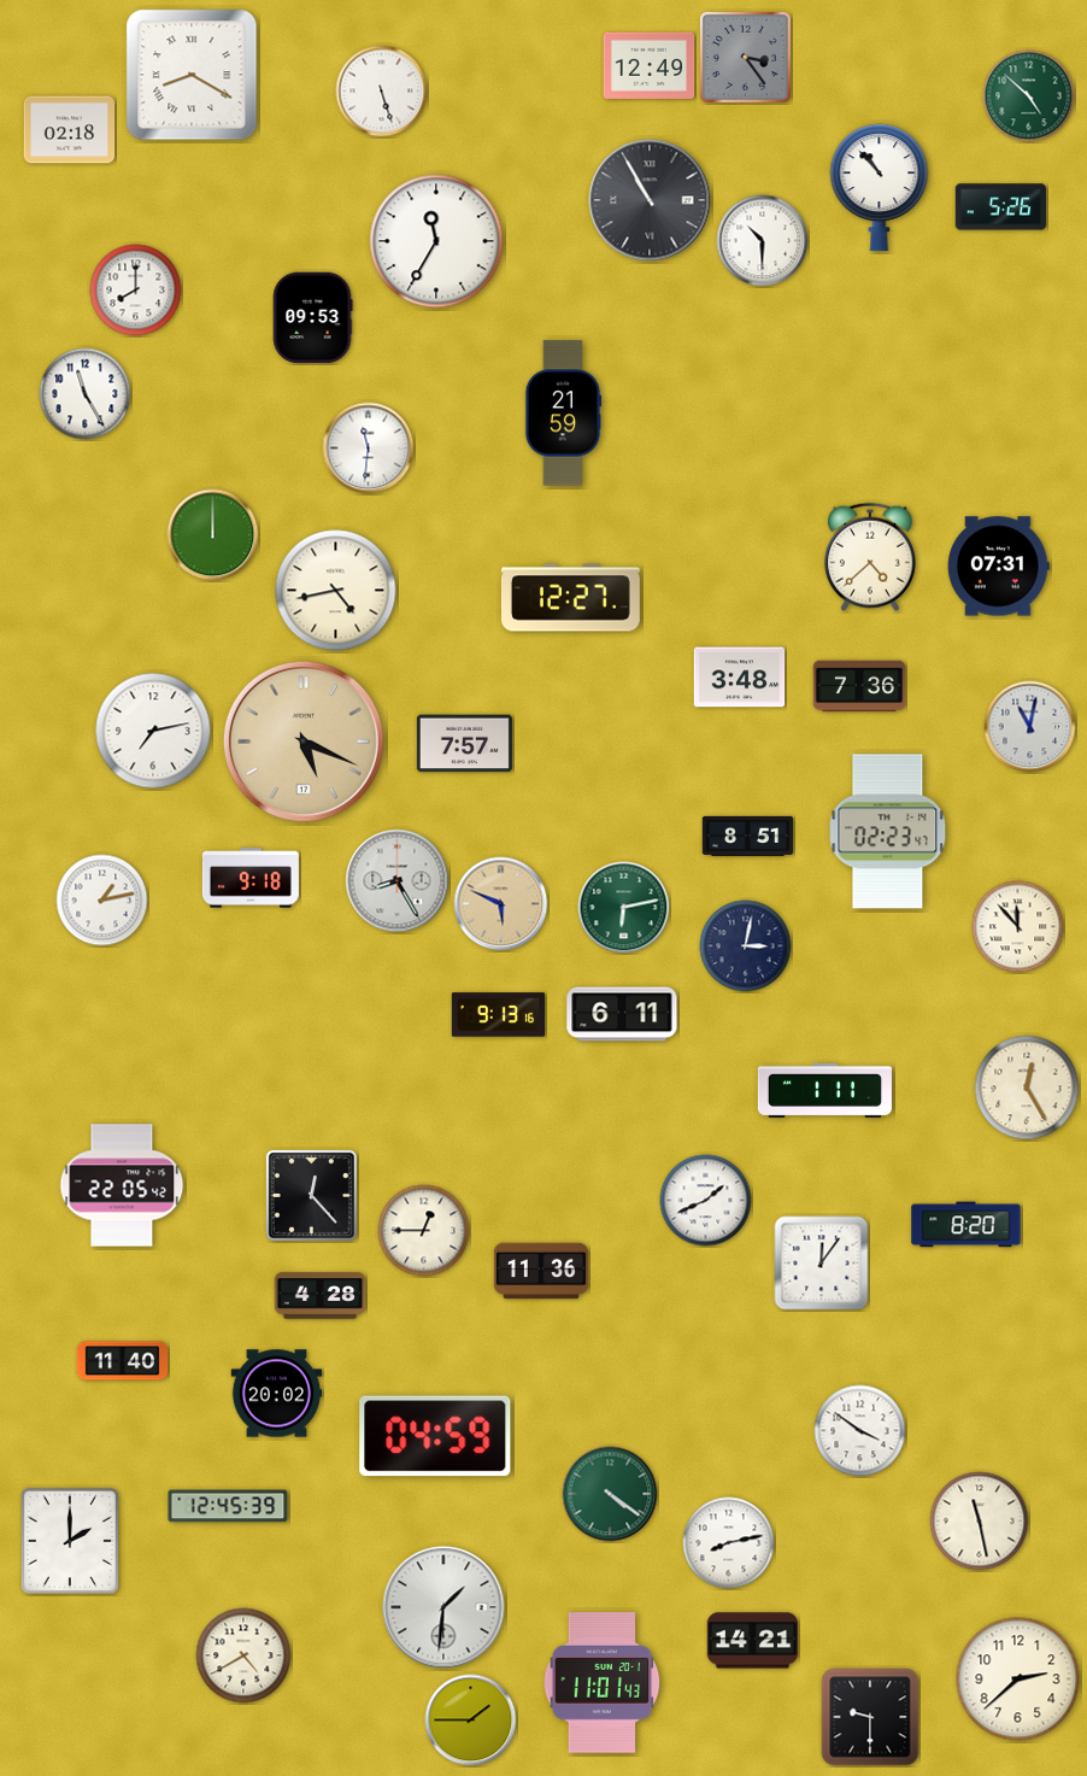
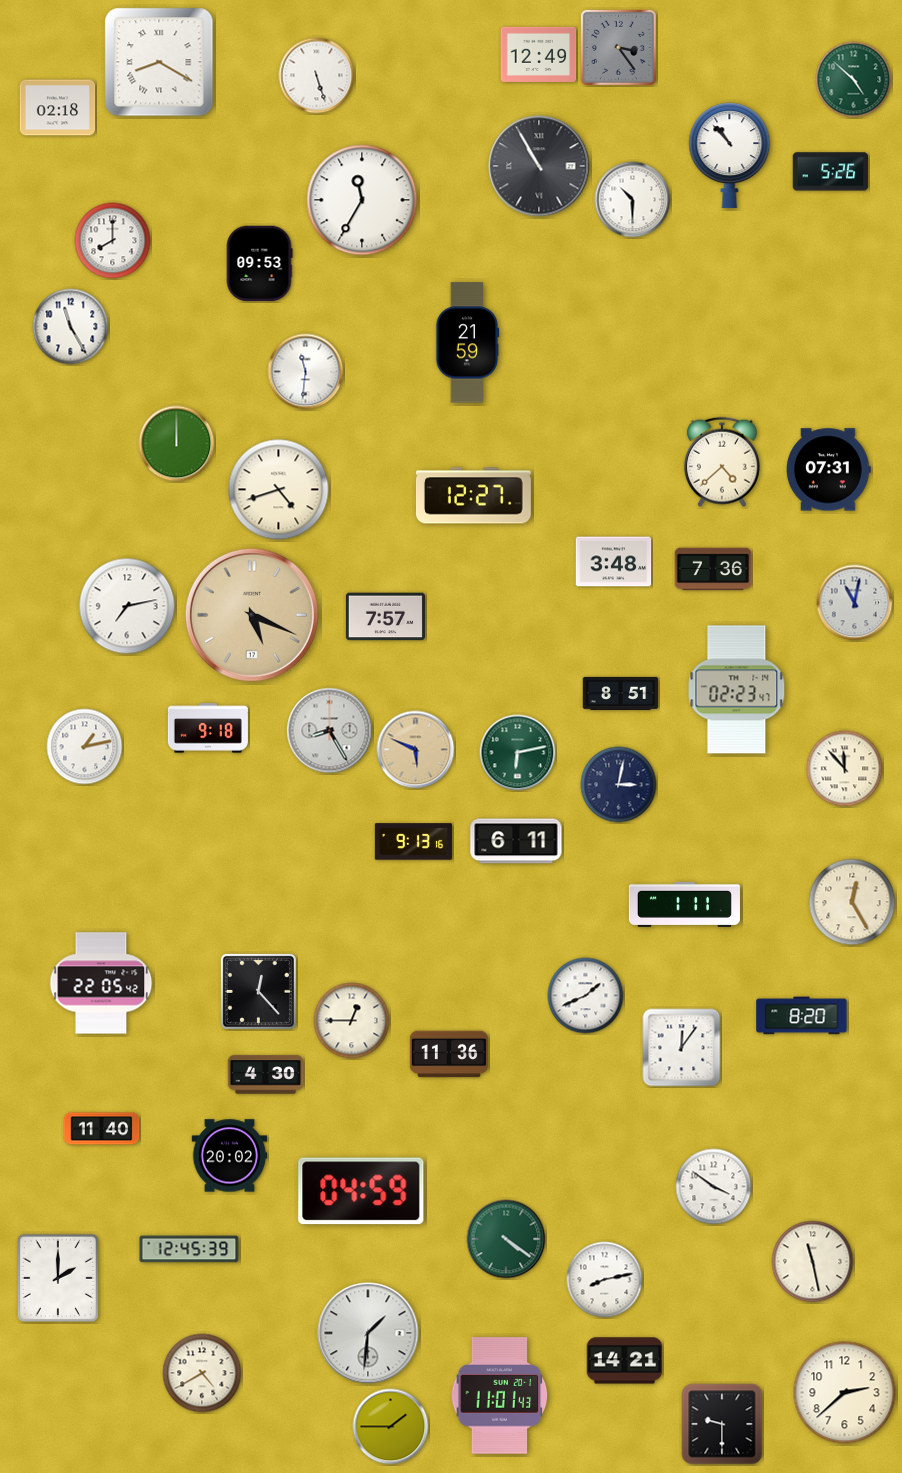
clock at (336, 591): 4:43 -> 4:42
clock at (321, 1296): 4:28 -> 4:30
